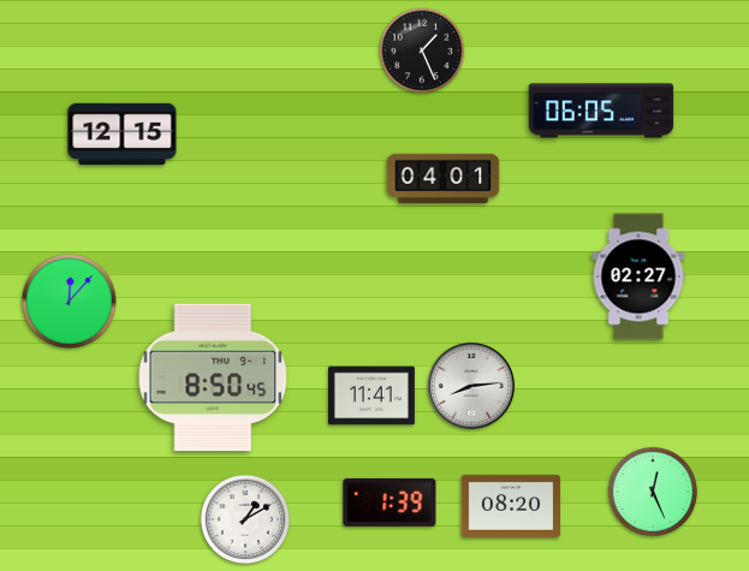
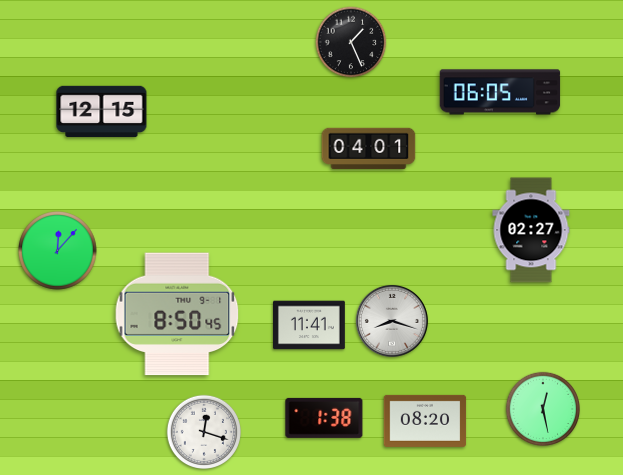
clock at (471, 386): 8:14 -> 8:18
clock at (373, 395) position: (373, 395) -> (310, 325)
clock at (652, 490): 12:26 -> 12:28
clock at (390, 502): 1:39 -> 1:38
clock at (244, 518): 1:10 -> 12:18
